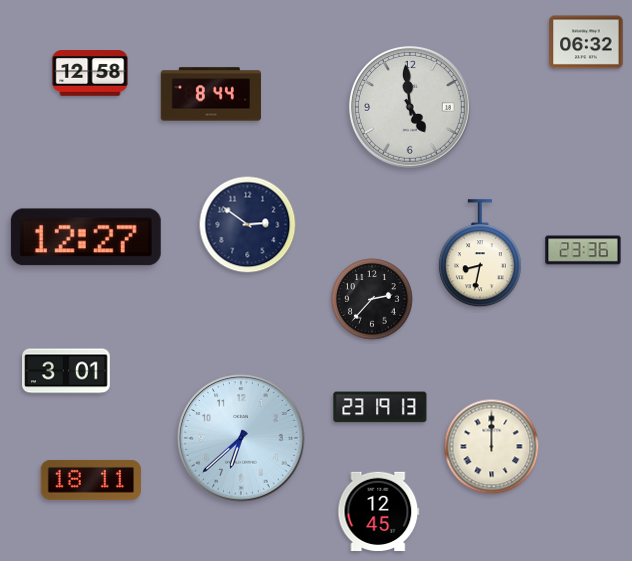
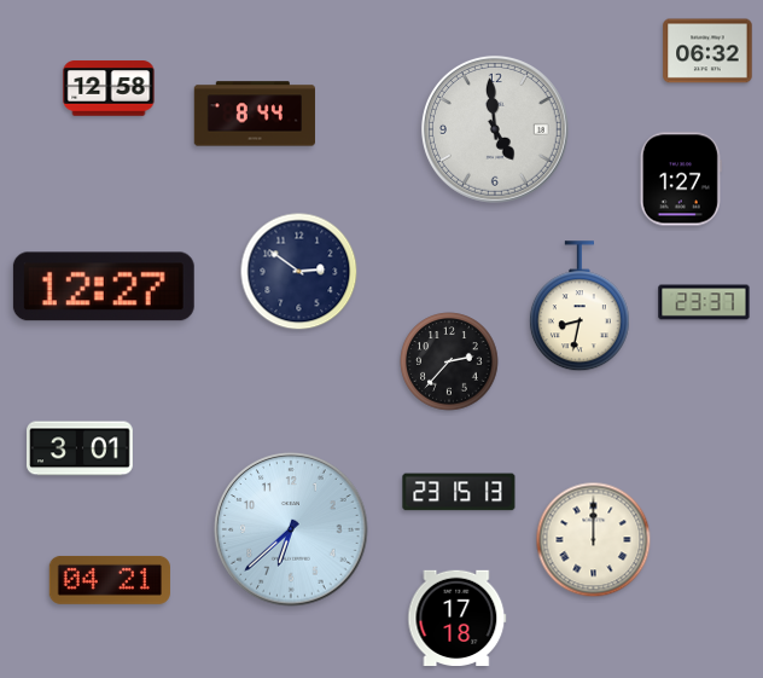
clock at (681, 179): none -> 1:27
clock at (583, 250): 23:36 -> 23:37
clock at (380, 407): 23:19 -> 23:15
clock at (91, 480): 18:11 -> 04:21
clock at (379, 511): 12:45 -> 17:18
